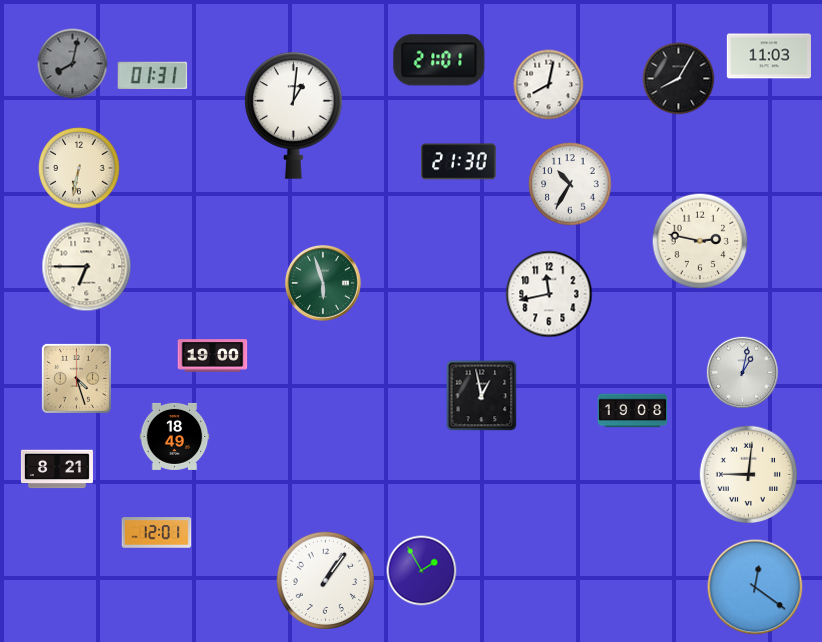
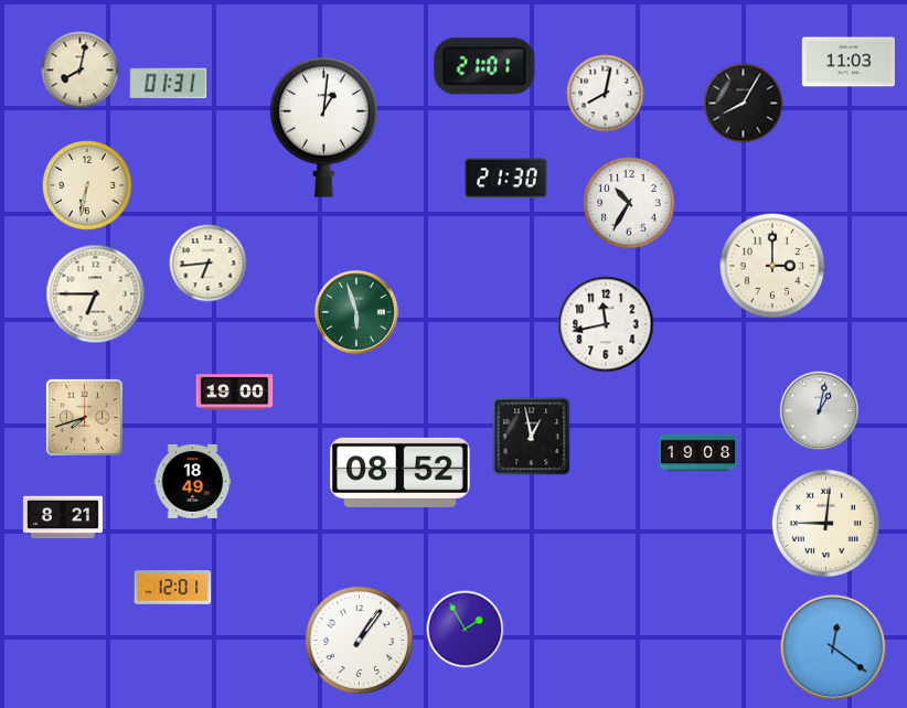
clock at (73, 64) dial: grey -> cream
clock at (679, 79) position: (679, 79) -> (744, 104)
clock at (209, 264): none -> 6:44
clock at (700, 241): 2:47 -> 3:00
clock at (76, 378): 4:27 -> 7:42
clock at (401, 472): none -> 08:52
